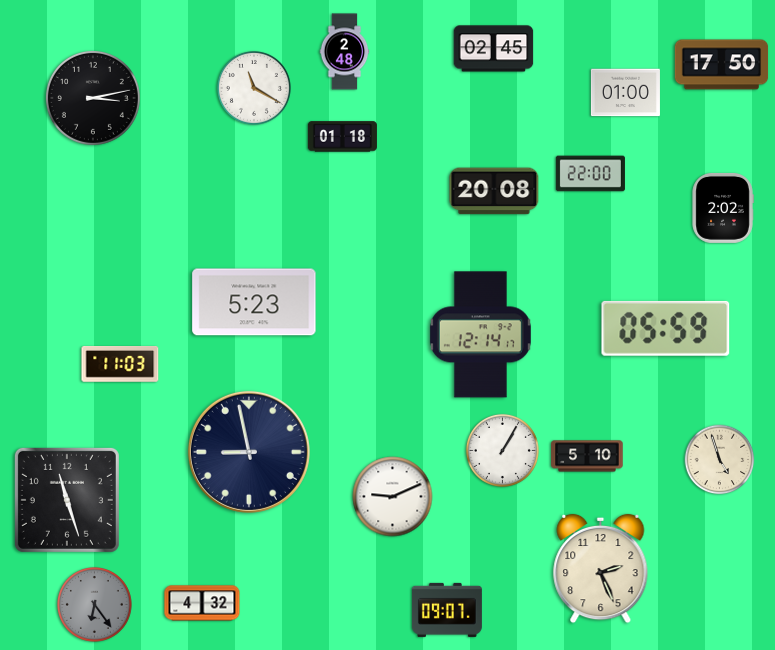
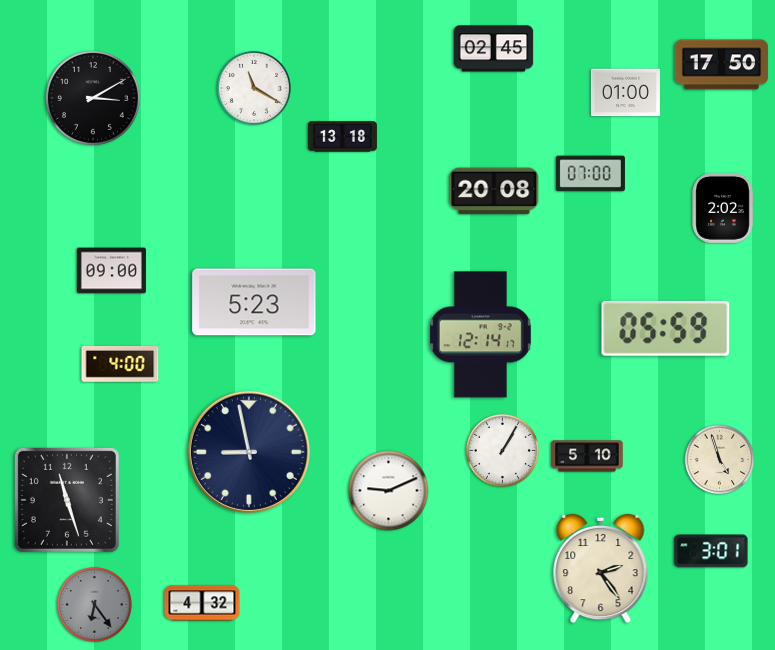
clock at (345, 52): 2:48 -> none
clock at (93, 98): 3:13 -> 3:10
clock at (342, 137): 01:18 -> 13:18
clock at (590, 174): 22:00 -> 07:00
clock at (111, 271): none -> 09:00
clock at (120, 365): 11:03 -> 4:00
clock at (393, 497) position: (393, 497) -> (389, 491)
clock at (711, 551): none -> 3:01
clock at (601, 569): 2:26 -> 2:24
clock at (447, 610): 09:07 -> none
